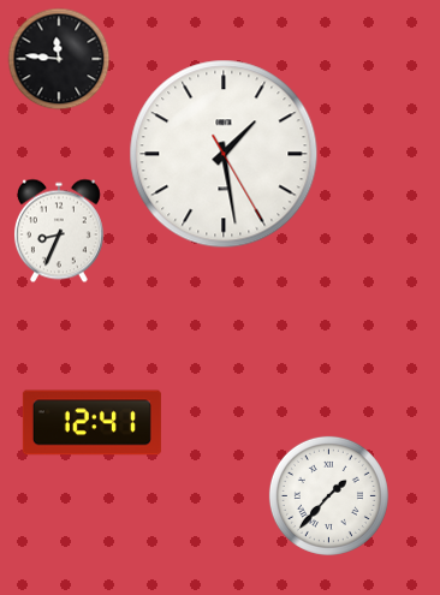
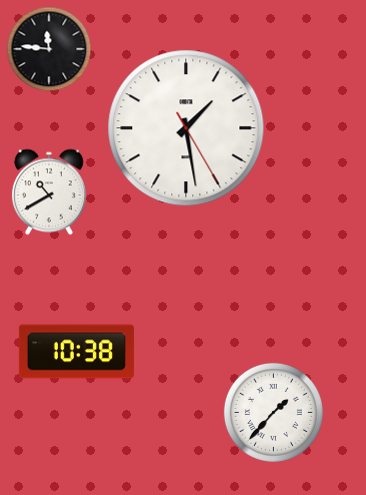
clock at (59, 231): 8:34 -> 10:40
clock at (91, 423): 12:41 -> 10:38
